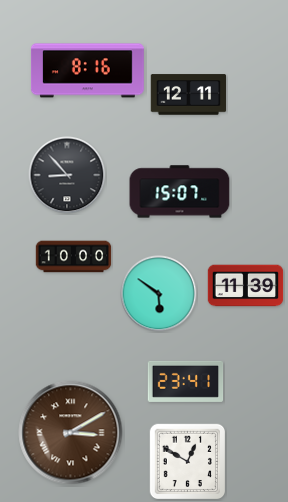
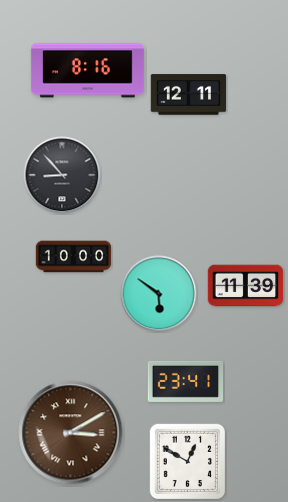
clock at (67, 175) position: (67, 175) -> (62, 175)
clock at (180, 192): 15:07 -> none
